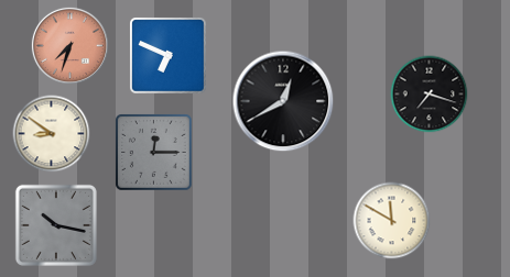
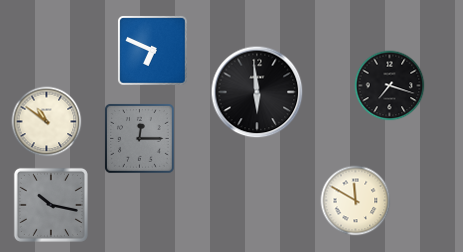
clock at (69, 45): 7:33 -> none
clock at (283, 101): 12:40 -> 5:59
clock at (52, 134): 8:51 -> 10:51
